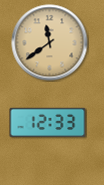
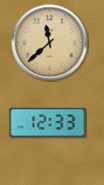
clock at (50, 43): 11:39 -> 11:38
